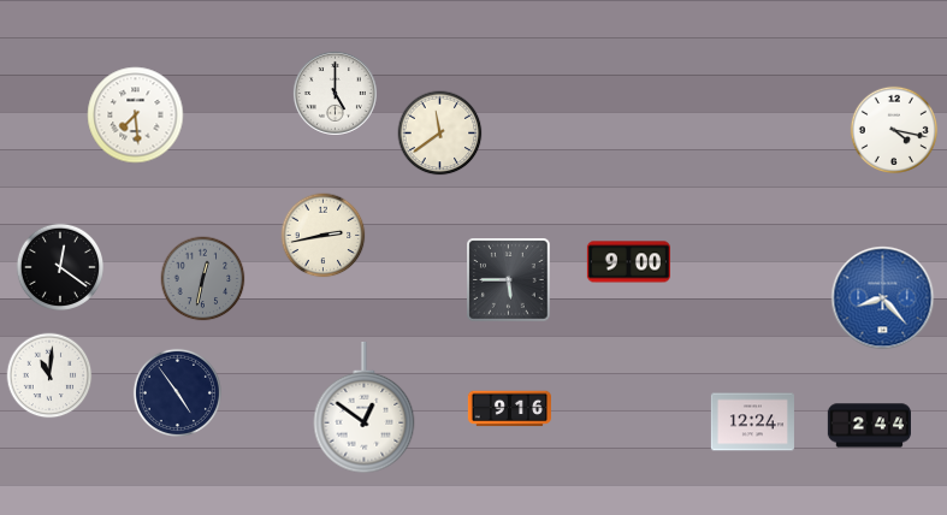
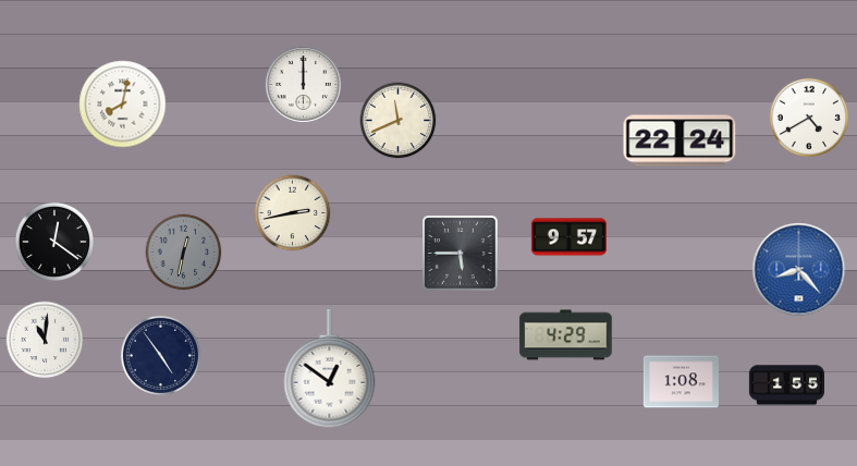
clock at (335, 93): 5:00 -> 12:00
clock at (136, 116): 7:29 -> 8:02
clock at (893, 129): 4:17 -> 4:40
clock at (440, 134): 11:39 -> 11:41
clock at (680, 140): none -> 22:24
clock at (628, 262): 9:00 -> 9:57
clock at (566, 335): none -> 4:29
clock at (509, 409): 9:16 -> none
clock at (752, 422): 12:24 -> 1:08
clock at (869, 426): 2:44 -> 1:55
